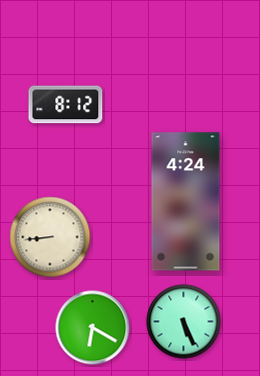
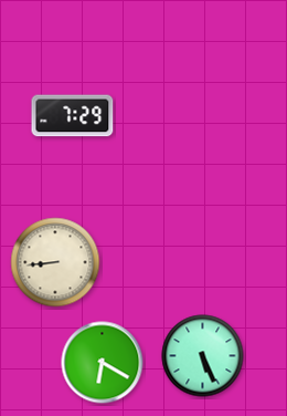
clock at (66, 105): 8:12 -> 7:29
clock at (186, 202): 4:24 -> none
